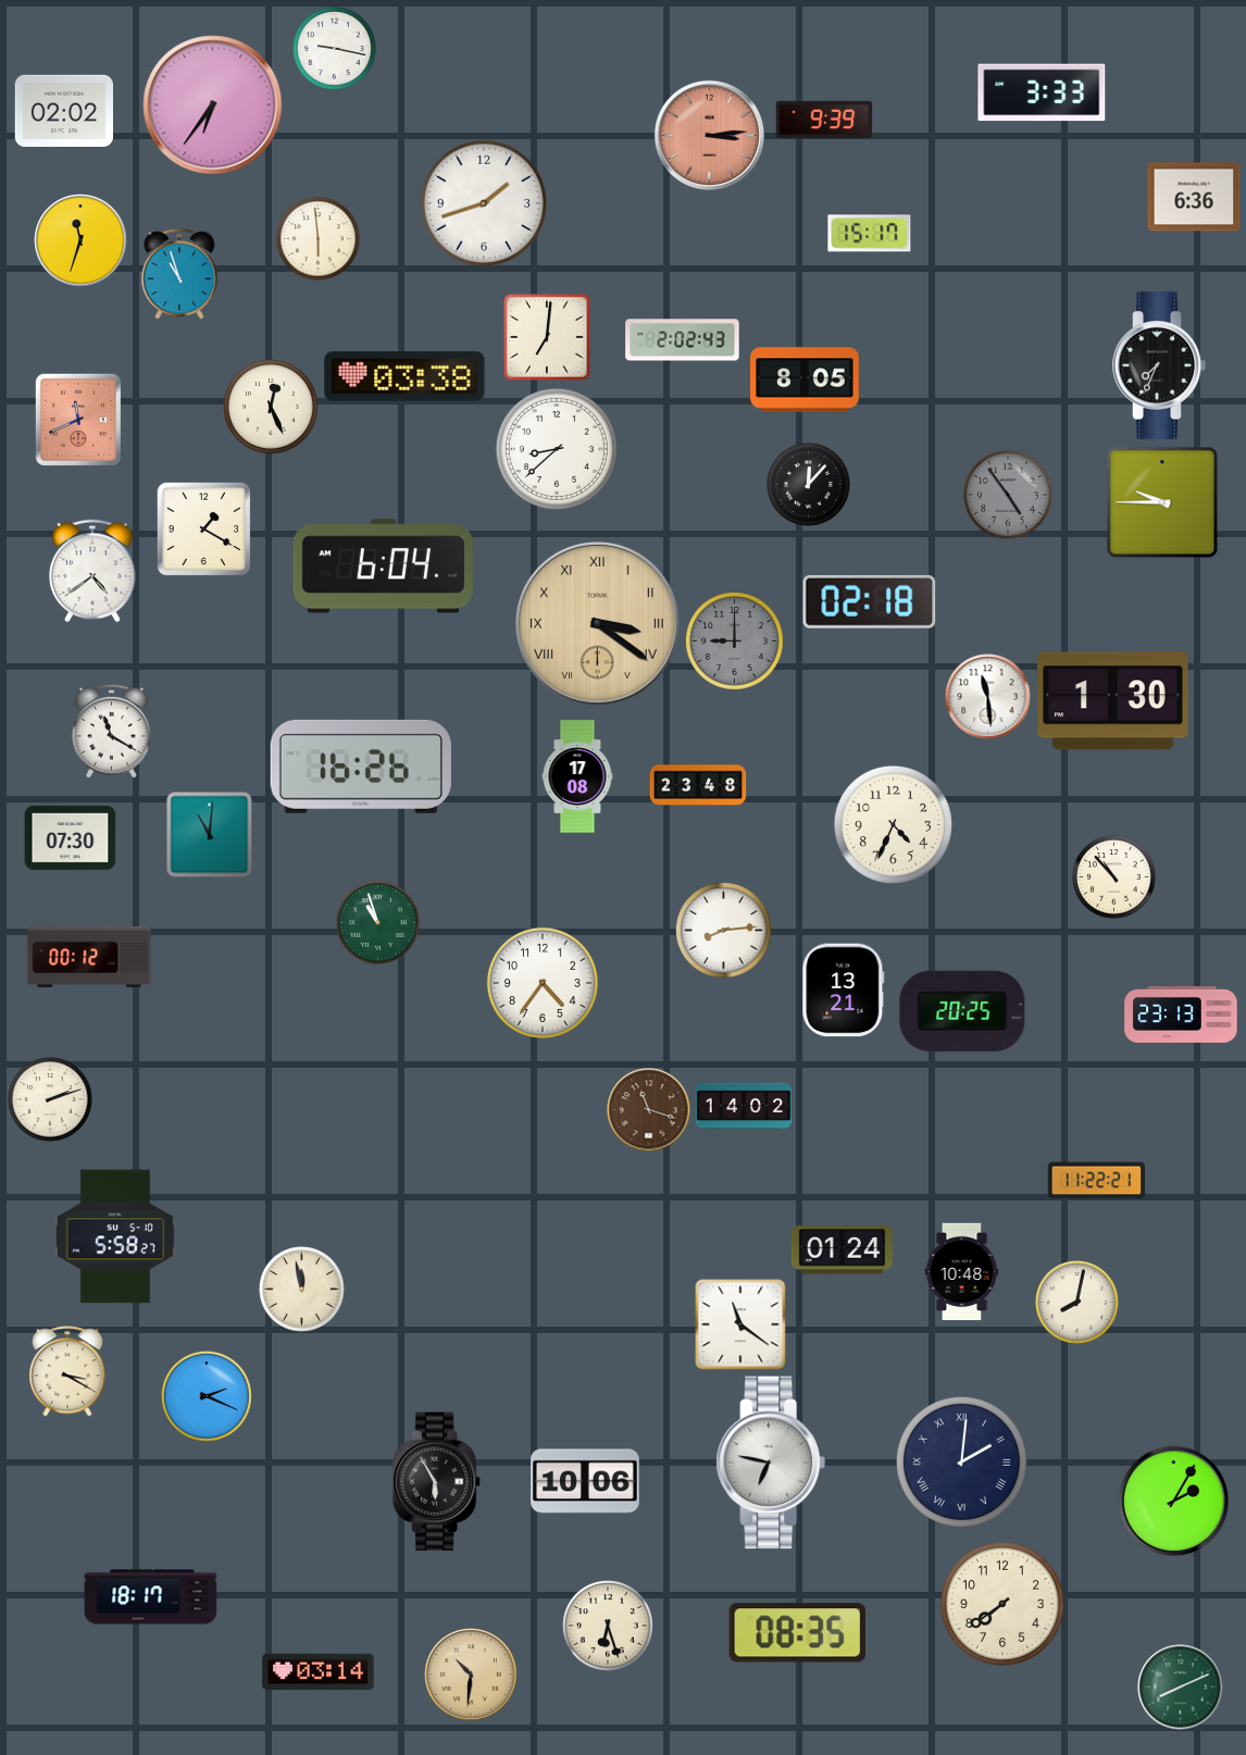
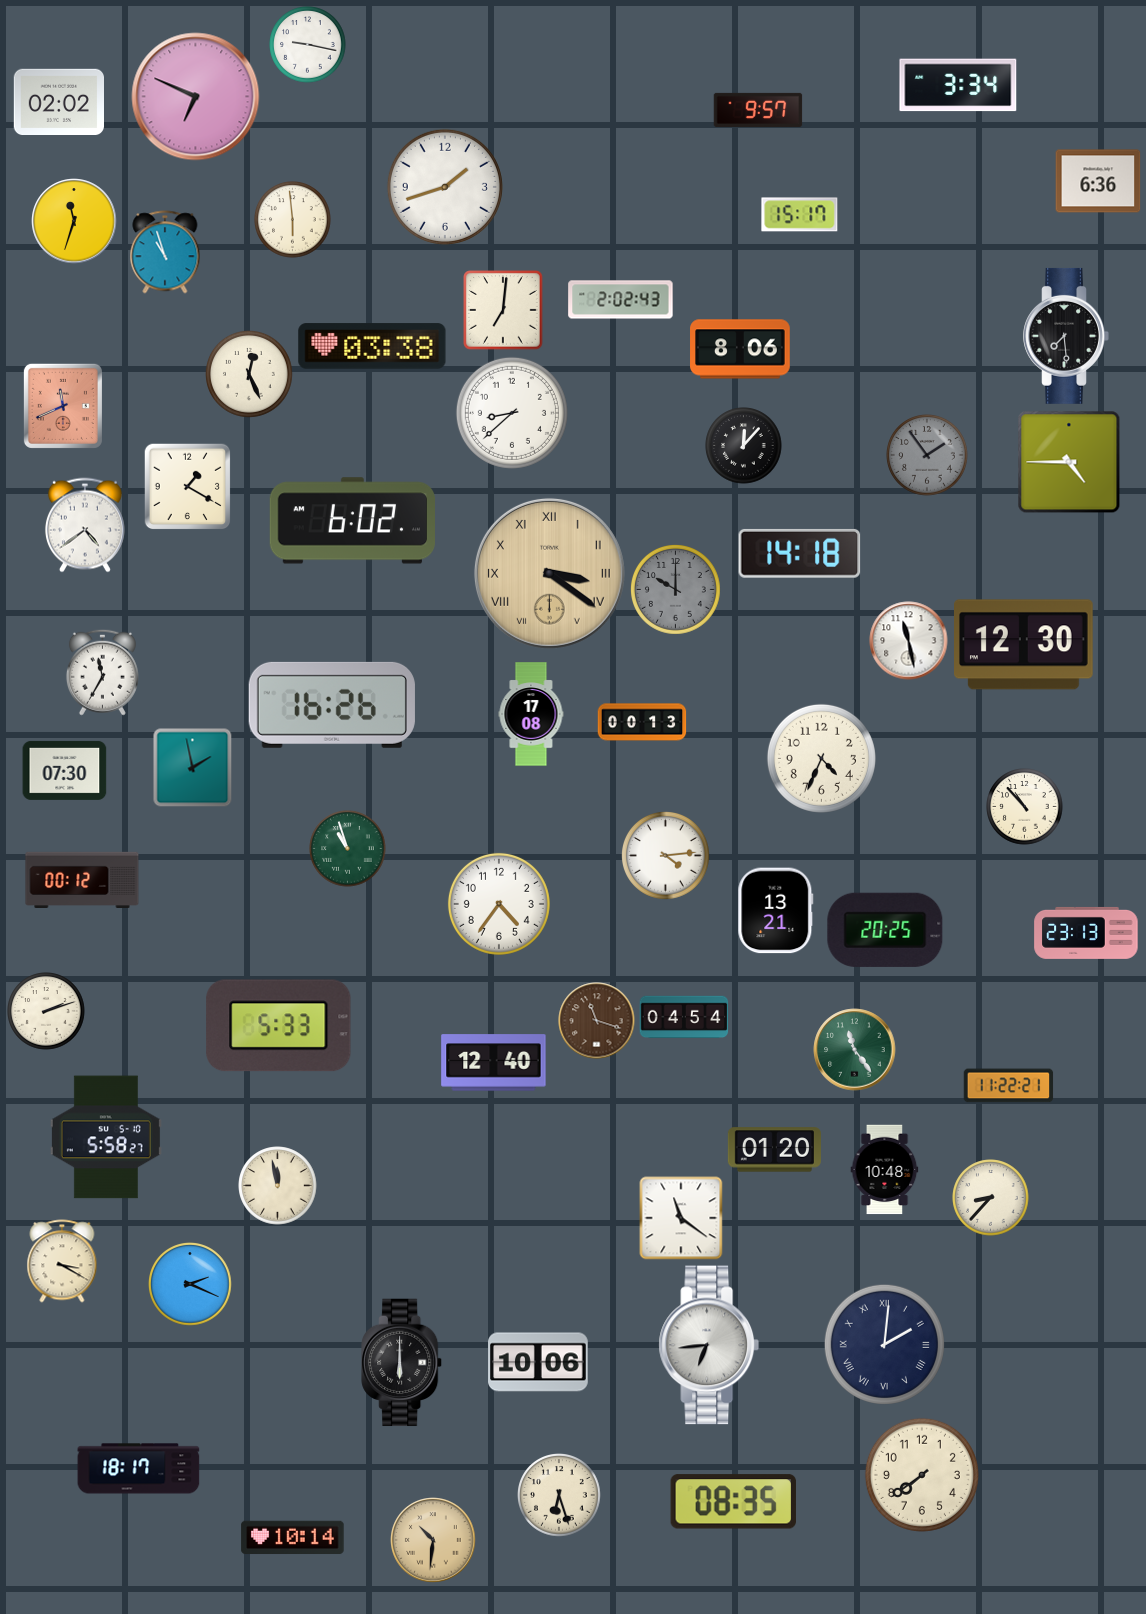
clock at (1042, 92): 3:33 -> 3:34
clock at (213, 105): 6:36 -> 6:49
clock at (824, 120): 9:39 -> 9:57
clock at (709, 135): 3:14 -> none
clock at (683, 340) position: (683, 340) -> (621, 300)
clock at (1159, 365): 7:34 -> 7:29
clock at (805, 379): 8:05 -> 8:06
clock at (78, 420) position: (78, 420) -> (63, 406)
clock at (1008, 495): 4:54 -> 1:54
clock at (1162, 502): 9:45 -> 4:45
clock at (383, 567): 6:04 -> 6:02
clock at (870, 601): 02:18 -> 14:18
clock at (734, 640): 9:00 -> 10:00
clock at (988, 697): 11:29 -> 11:28
clock at (1113, 701): 1:30 -> 12:30
clock at (111, 731): 11:20 -> 11:35
clock at (698, 785): 23:48 -> 00:13
clock at (210, 835): 11:01 -> 1:58
clock at (724, 931): 8:14 -> 4:14
clock at (744, 1106): 14:02 -> 04:54
clock at (279, 1026): none -> 5:33
clock at (855, 1050): none -> 11:24
clock at (494, 1063): none -> 12:40
clock at (842, 1250): 01:24 -> 01:20
clock at (1077, 1303): 8:02 -> 8:37
clock at (771, 1462): 6:47 -> 6:44
clock at (437, 1482): 5:55 -> 6:00
clock at (1173, 1501): 2:05 -> none
clock at (319, 1672): 03:14 -> 10:14
clock at (1181, 1688): 8:11 -> none
